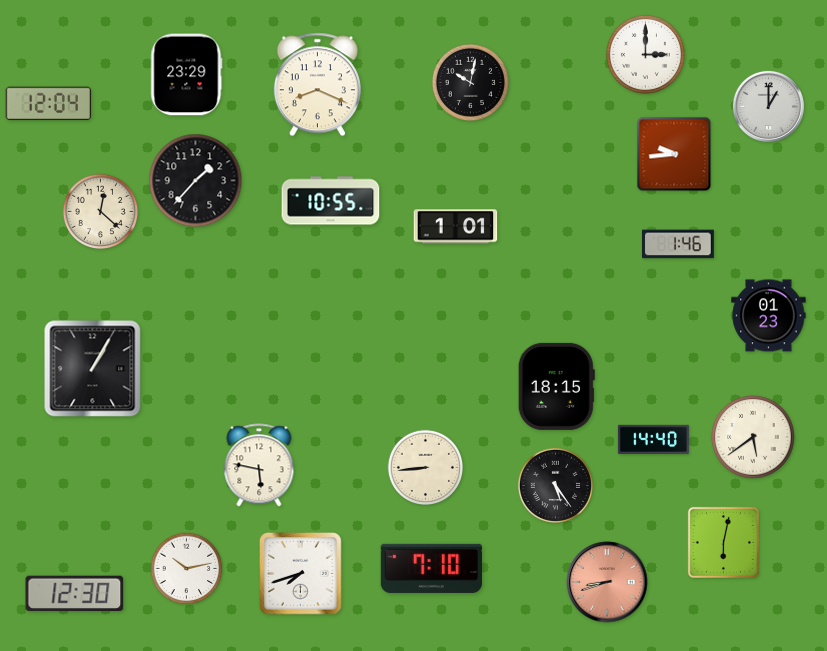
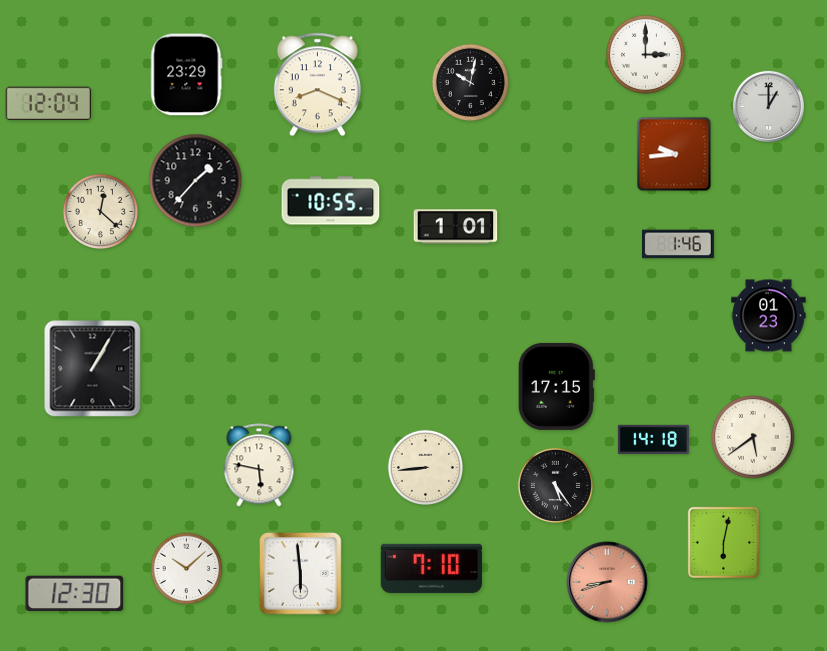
clock at (556, 386): 18:15 -> 17:15
clock at (653, 439): 14:40 -> 14:18
clock at (187, 569): 10:13 -> 10:08
clock at (301, 574): 7:42 -> 5:59
